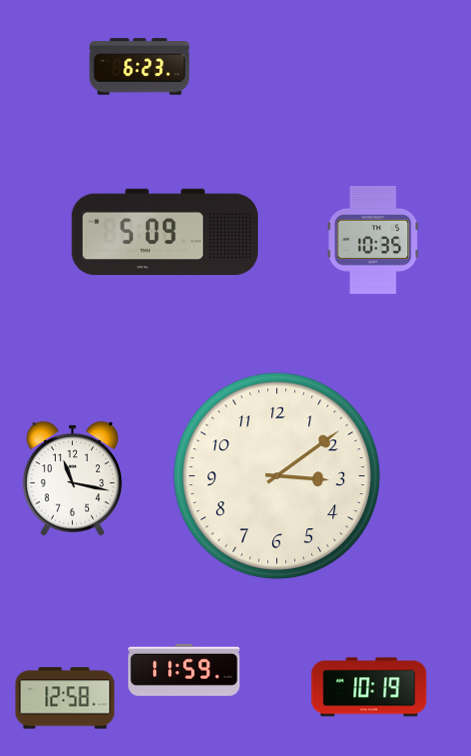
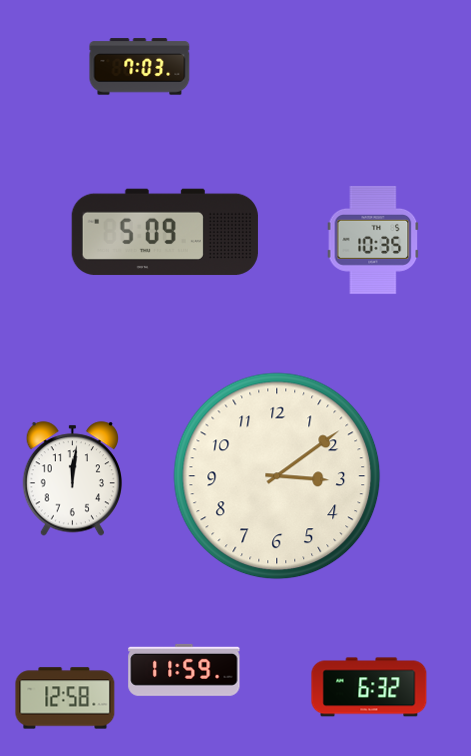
clock at (140, 67): 6:23 -> 7:03
clock at (72, 479): 11:17 -> 12:01
clock at (369, 687): 10:19 -> 6:32
